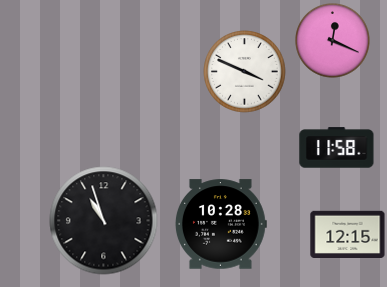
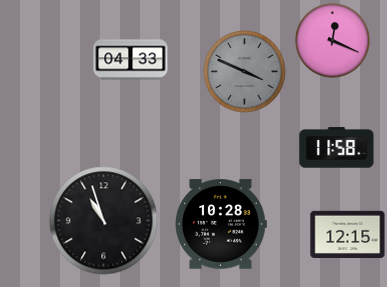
clock at (131, 60): none -> 04:33
clock at (245, 72) dial: white -> grey
